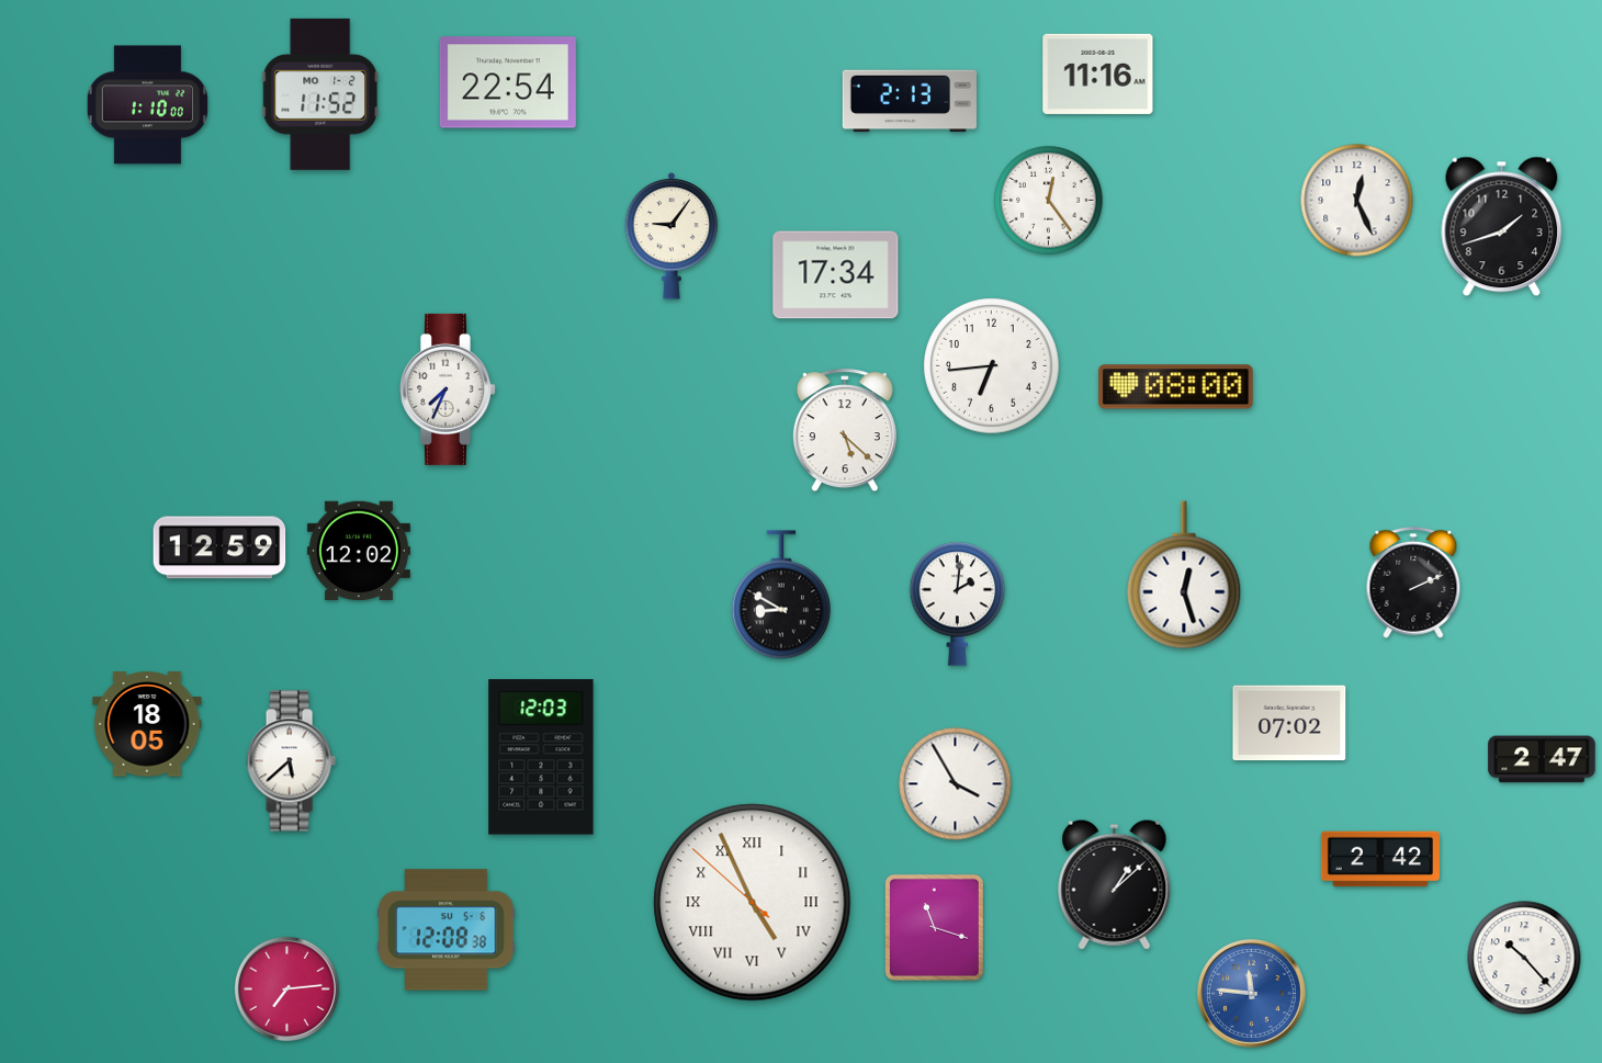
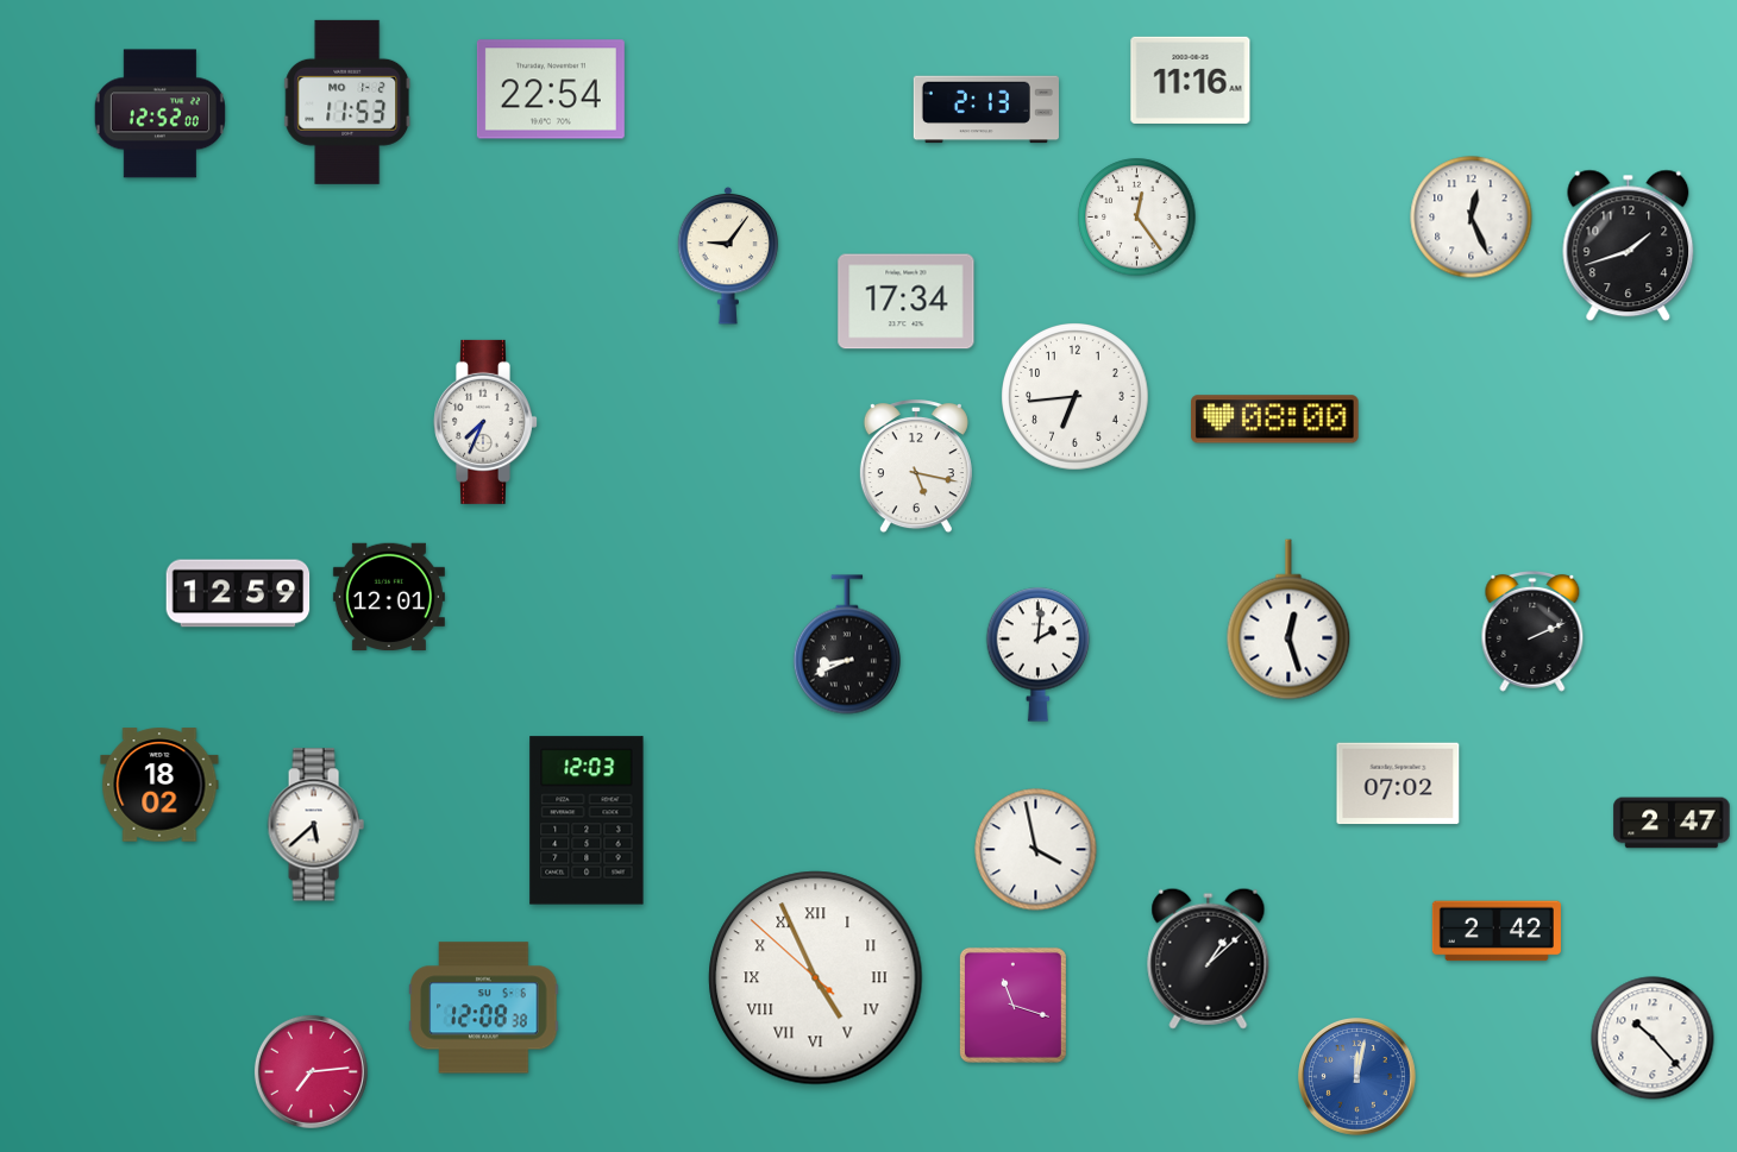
clock at (320, 94): 11:52 -> 11:53
clock at (147, 105): 1:10 -> 12:52
clock at (836, 275) position: (836, 275) -> (907, 302)
clock at (845, 431): 5:22 -> 5:17
clock at (359, 550): 12:02 -> 12:01
clock at (1184, 575) position: (1184, 575) -> (1288, 619)
clock at (781, 595): 8:50 -> 8:41
clock at (147, 724): 18:05 -> 18:02
clock at (956, 784): 3:55 -> 3:58
clock at (1252, 994): 11:46 -> 12:02
